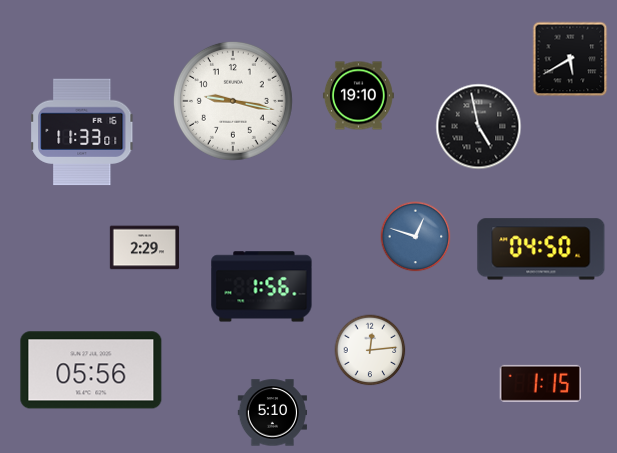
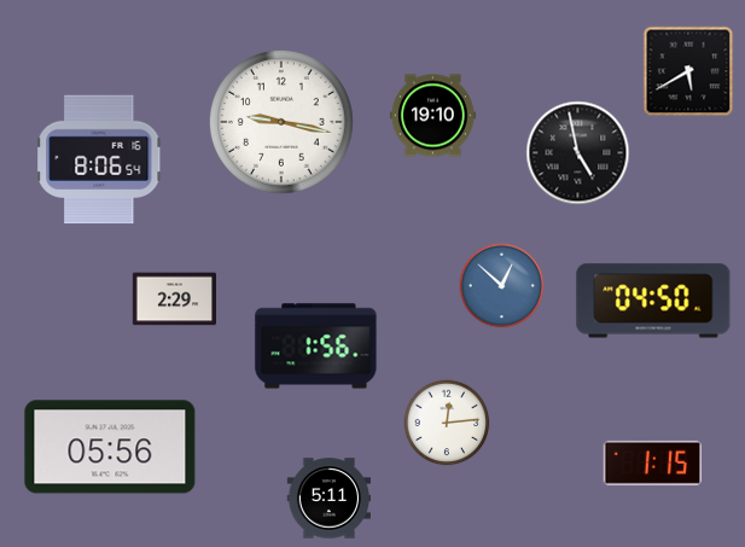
clock at (82, 132): 11:33 -> 8:06
clock at (416, 237): 12:48 -> 12:52
clock at (272, 413): 5:10 -> 5:11
